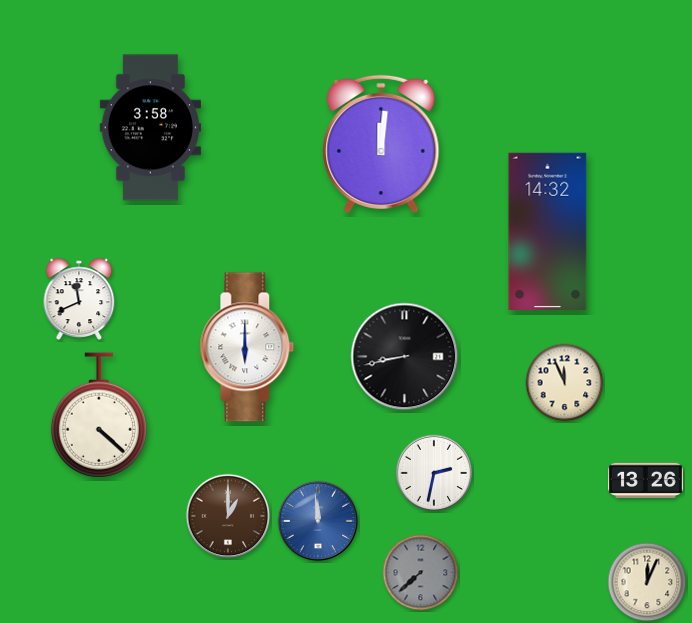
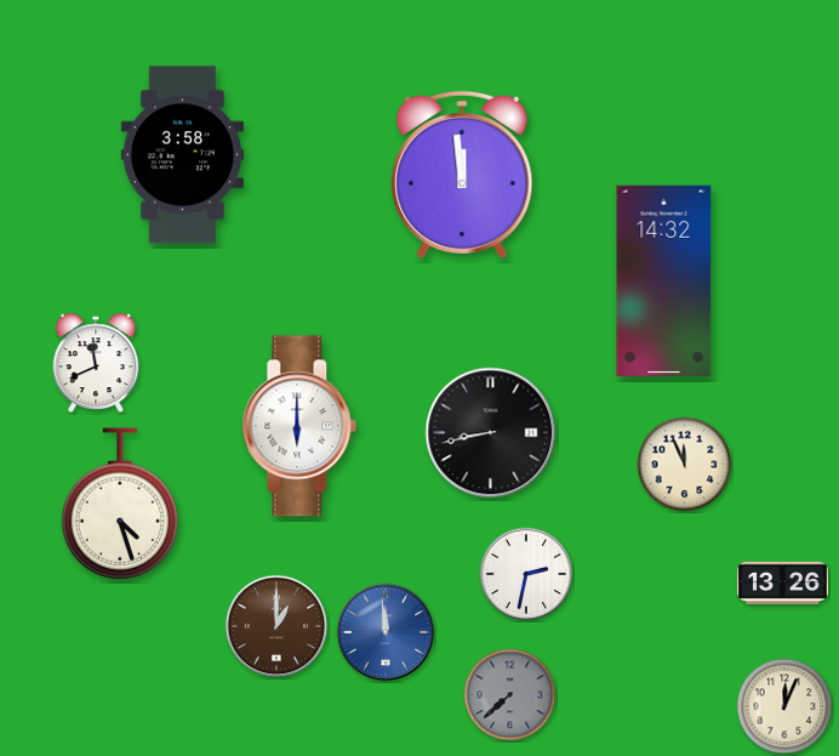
clock at (381, 143): 12:01 -> 11:59
clock at (247, 347) position: (247, 347) -> (299, 426)
clock at (99, 415): 4:22 -> 4:27
